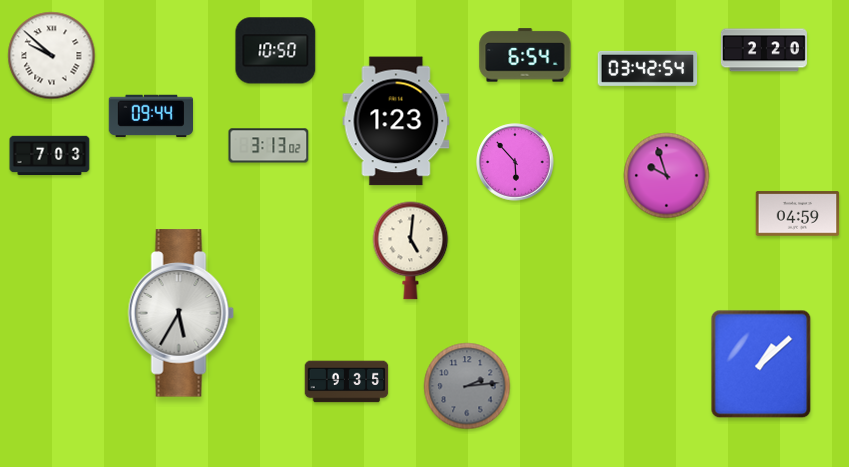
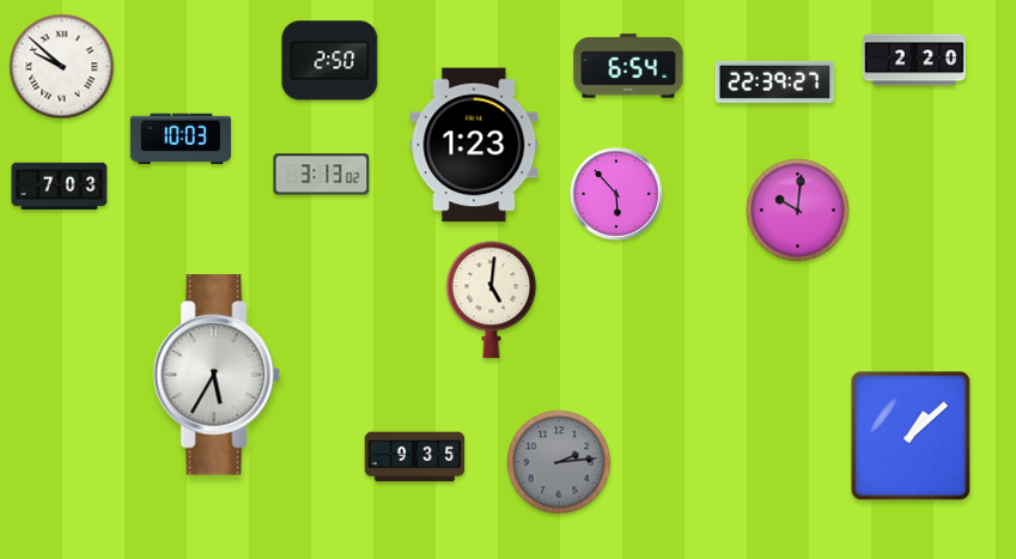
clock at (276, 51): 10:50 -> 2:50
clock at (648, 68): 03:42 -> 22:39
clock at (150, 116): 09:44 -> 10:03
clock at (667, 176): 9:57 -> 10:01
clock at (798, 214): 04:59 -> none
